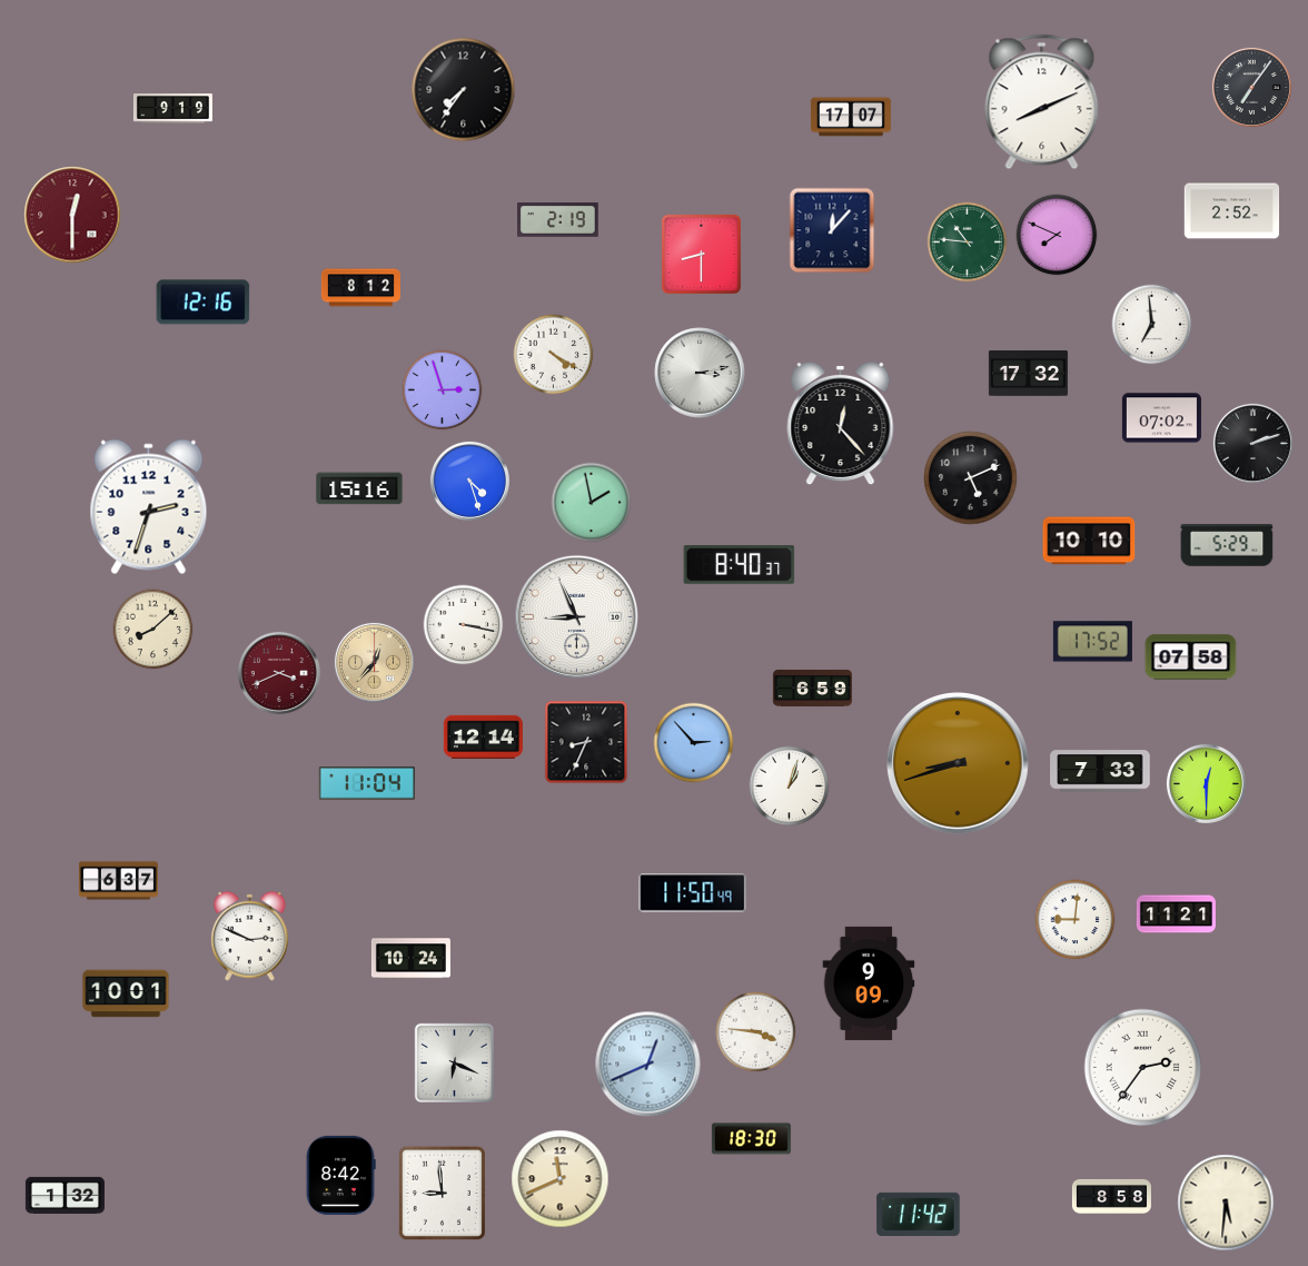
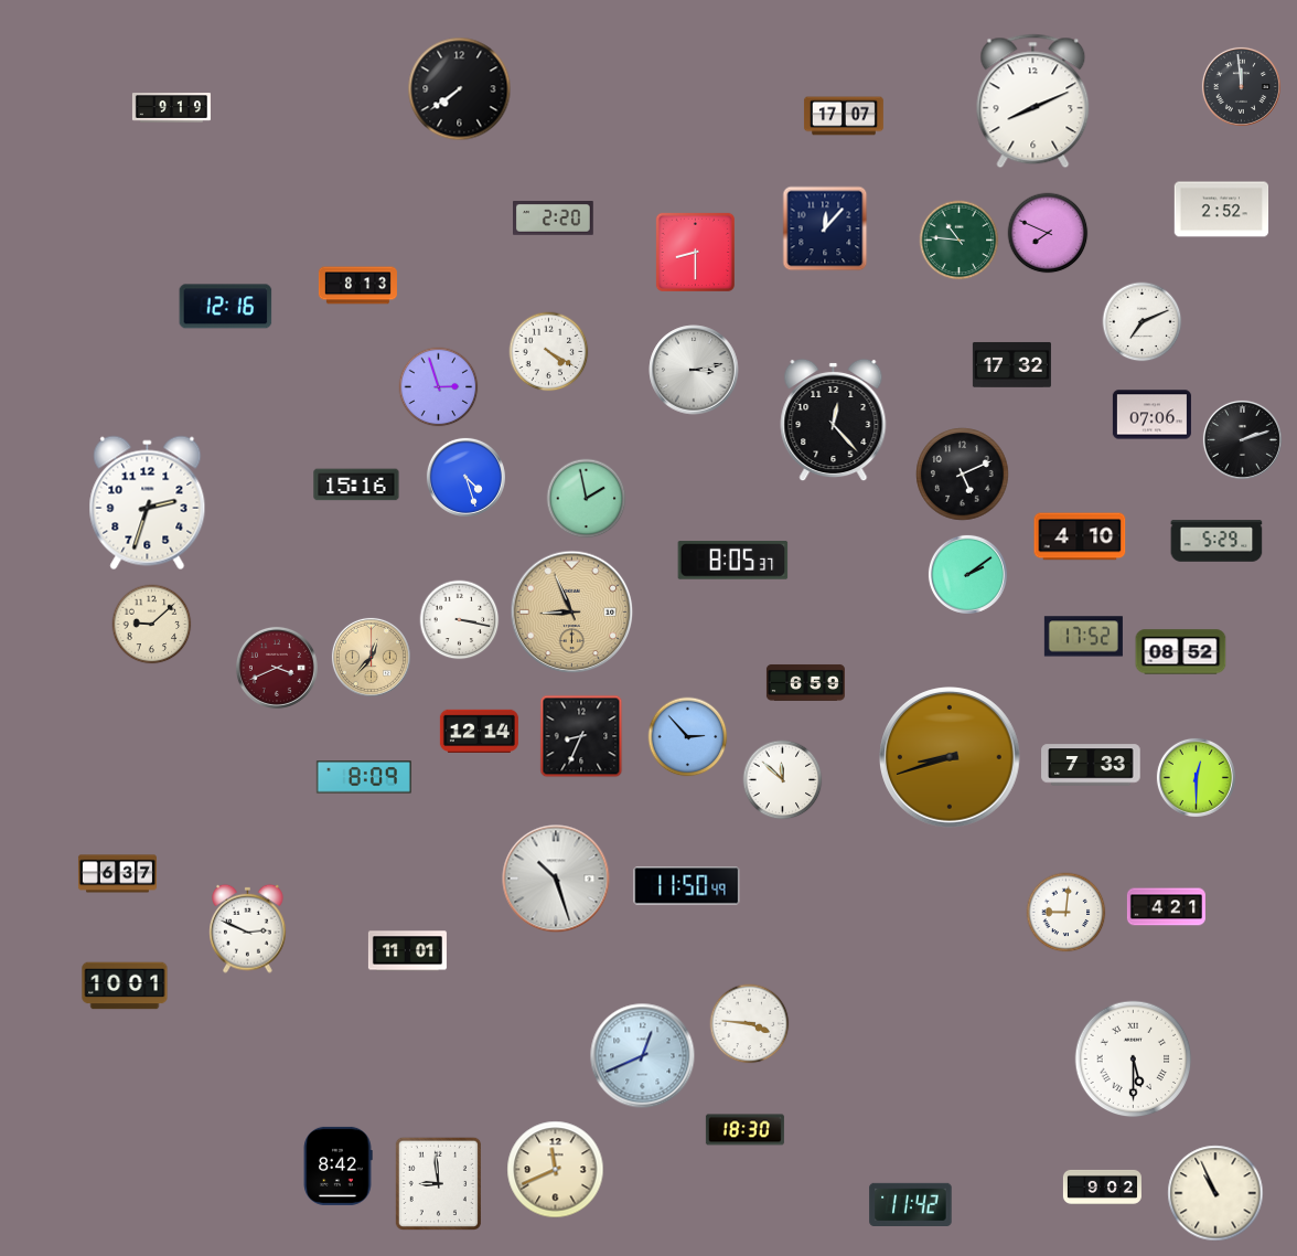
clock at (1251, 87): 7:06 -> 11:59
clock at (464, 90): 7:36 -> 7:39
clock at (72, 215): 12:30 -> none
clock at (558, 220): 2:19 -> 2:20
clock at (360, 288): 8:12 -> 8:13
clock at (204, 303) position: (204, 303) -> (226, 307)
clock at (1152, 325): 6:59 -> 7:11
clock at (1028, 373) position: (1028, 373) -> (1011, 364)
clock at (1161, 418): 07:02 -> 07:06
clock at (1089, 541): 10:10 -> 4:10
clock at (740, 565): 8:40 -> 8:05
clock at (967, 574): none -> 2:09
clock at (577, 617) dial: white -> champagne
clock at (153, 630): 8:08 -> 9:08
clock at (1191, 657): 07:58 -> 08:52
clock at (367, 783): 11:04 -> 8:09
clock at (790, 787): 1:03 -> 11:52
clock at (556, 879): none -> 10:27
clock at (1176, 914): 11:21 -> 4:21
clock at (410, 959): 10:24 -> 11:01
clock at (869, 983): 9:09 -> none
clock at (454, 1062): 6:19 -> none
clock at (1143, 1068): 2:36 -> 5:30
clock at (65, 1195): 1:32 -> none
clock at (1111, 1196): 8:58 -> 9:02
clock at (1226, 1203): 5:31 -> 10:56
